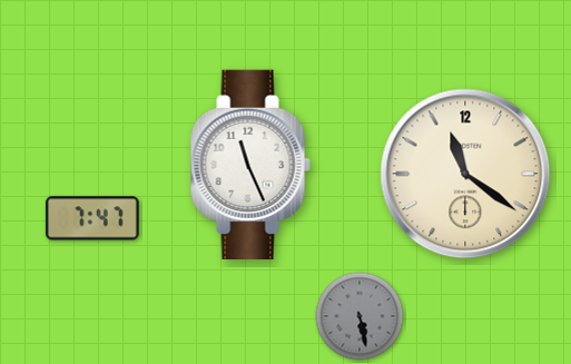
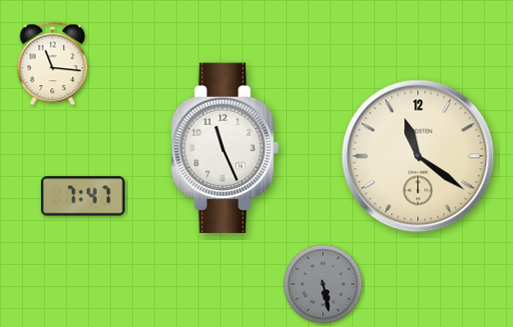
clock at (53, 64): none -> 11:16
